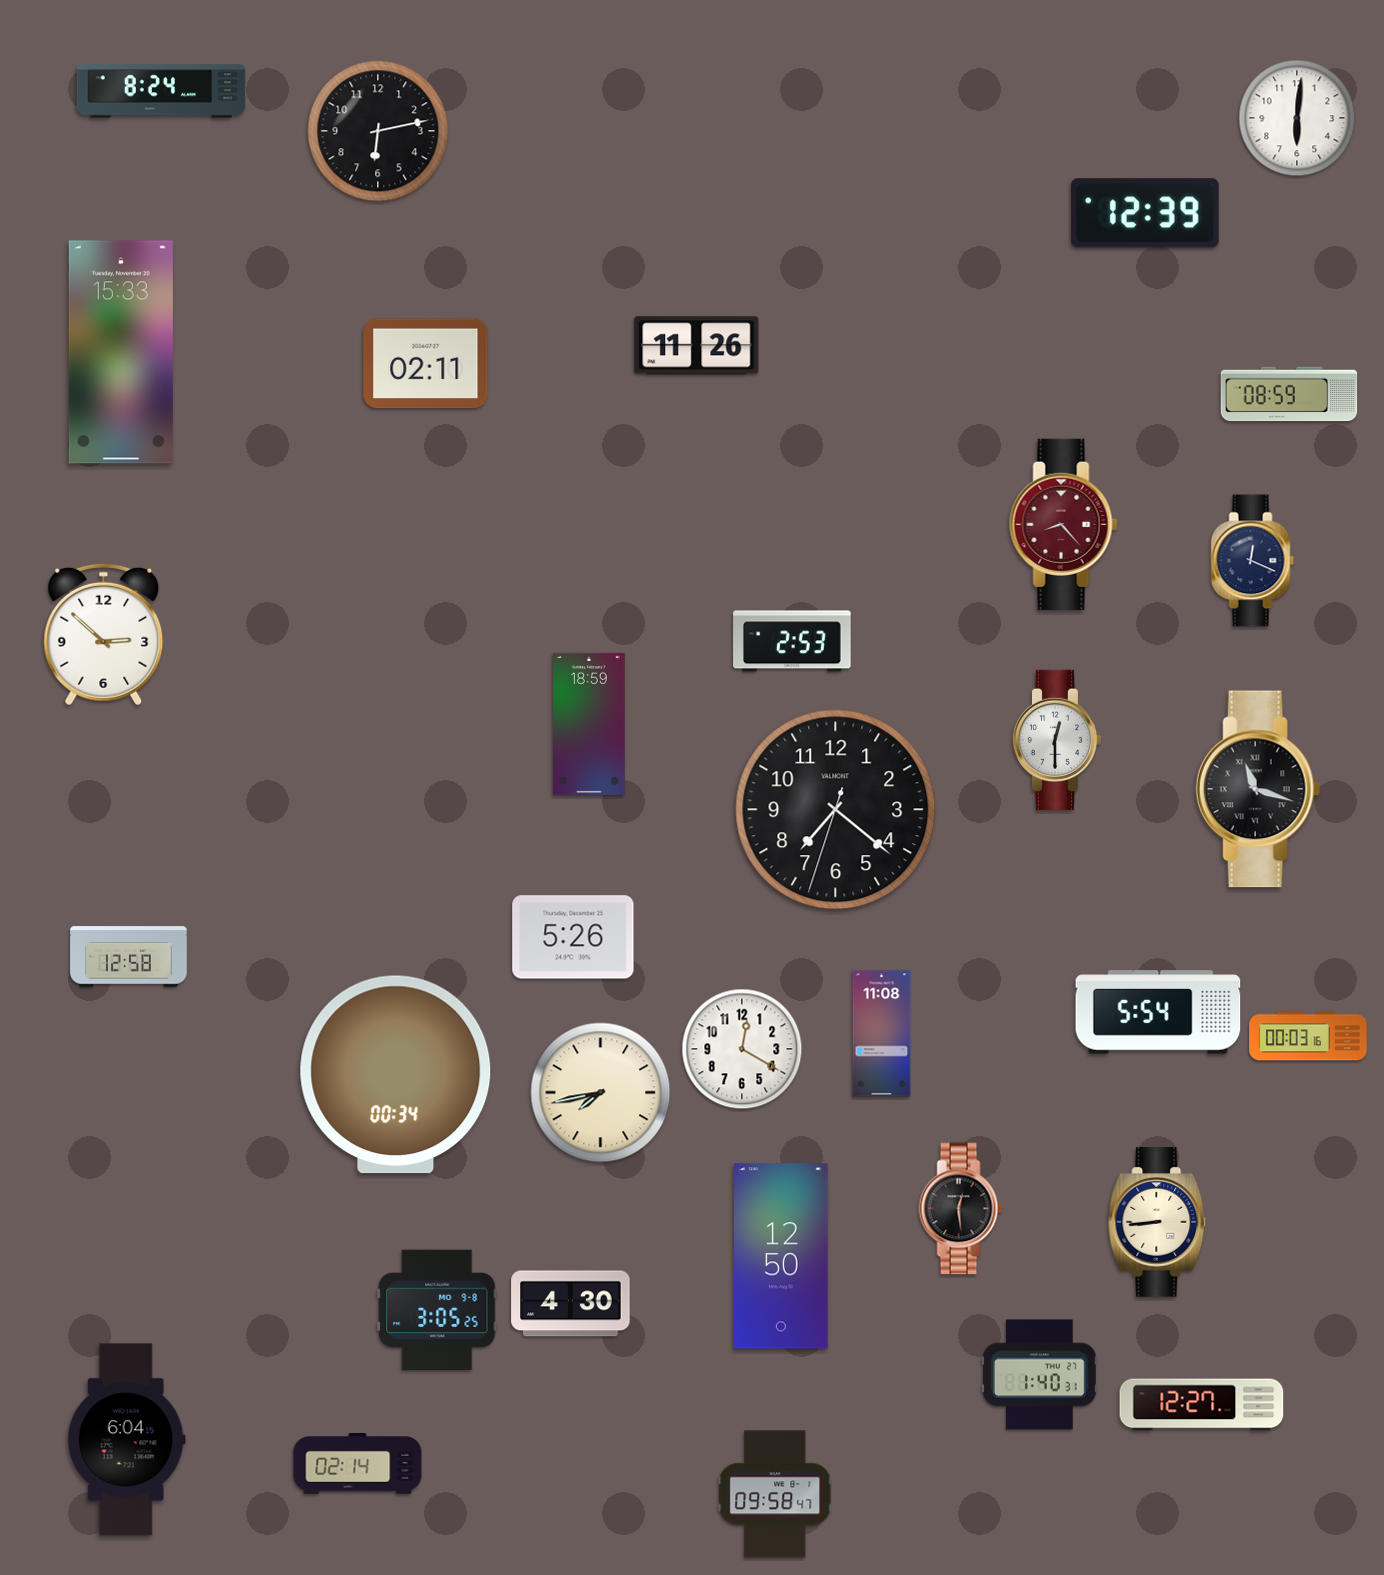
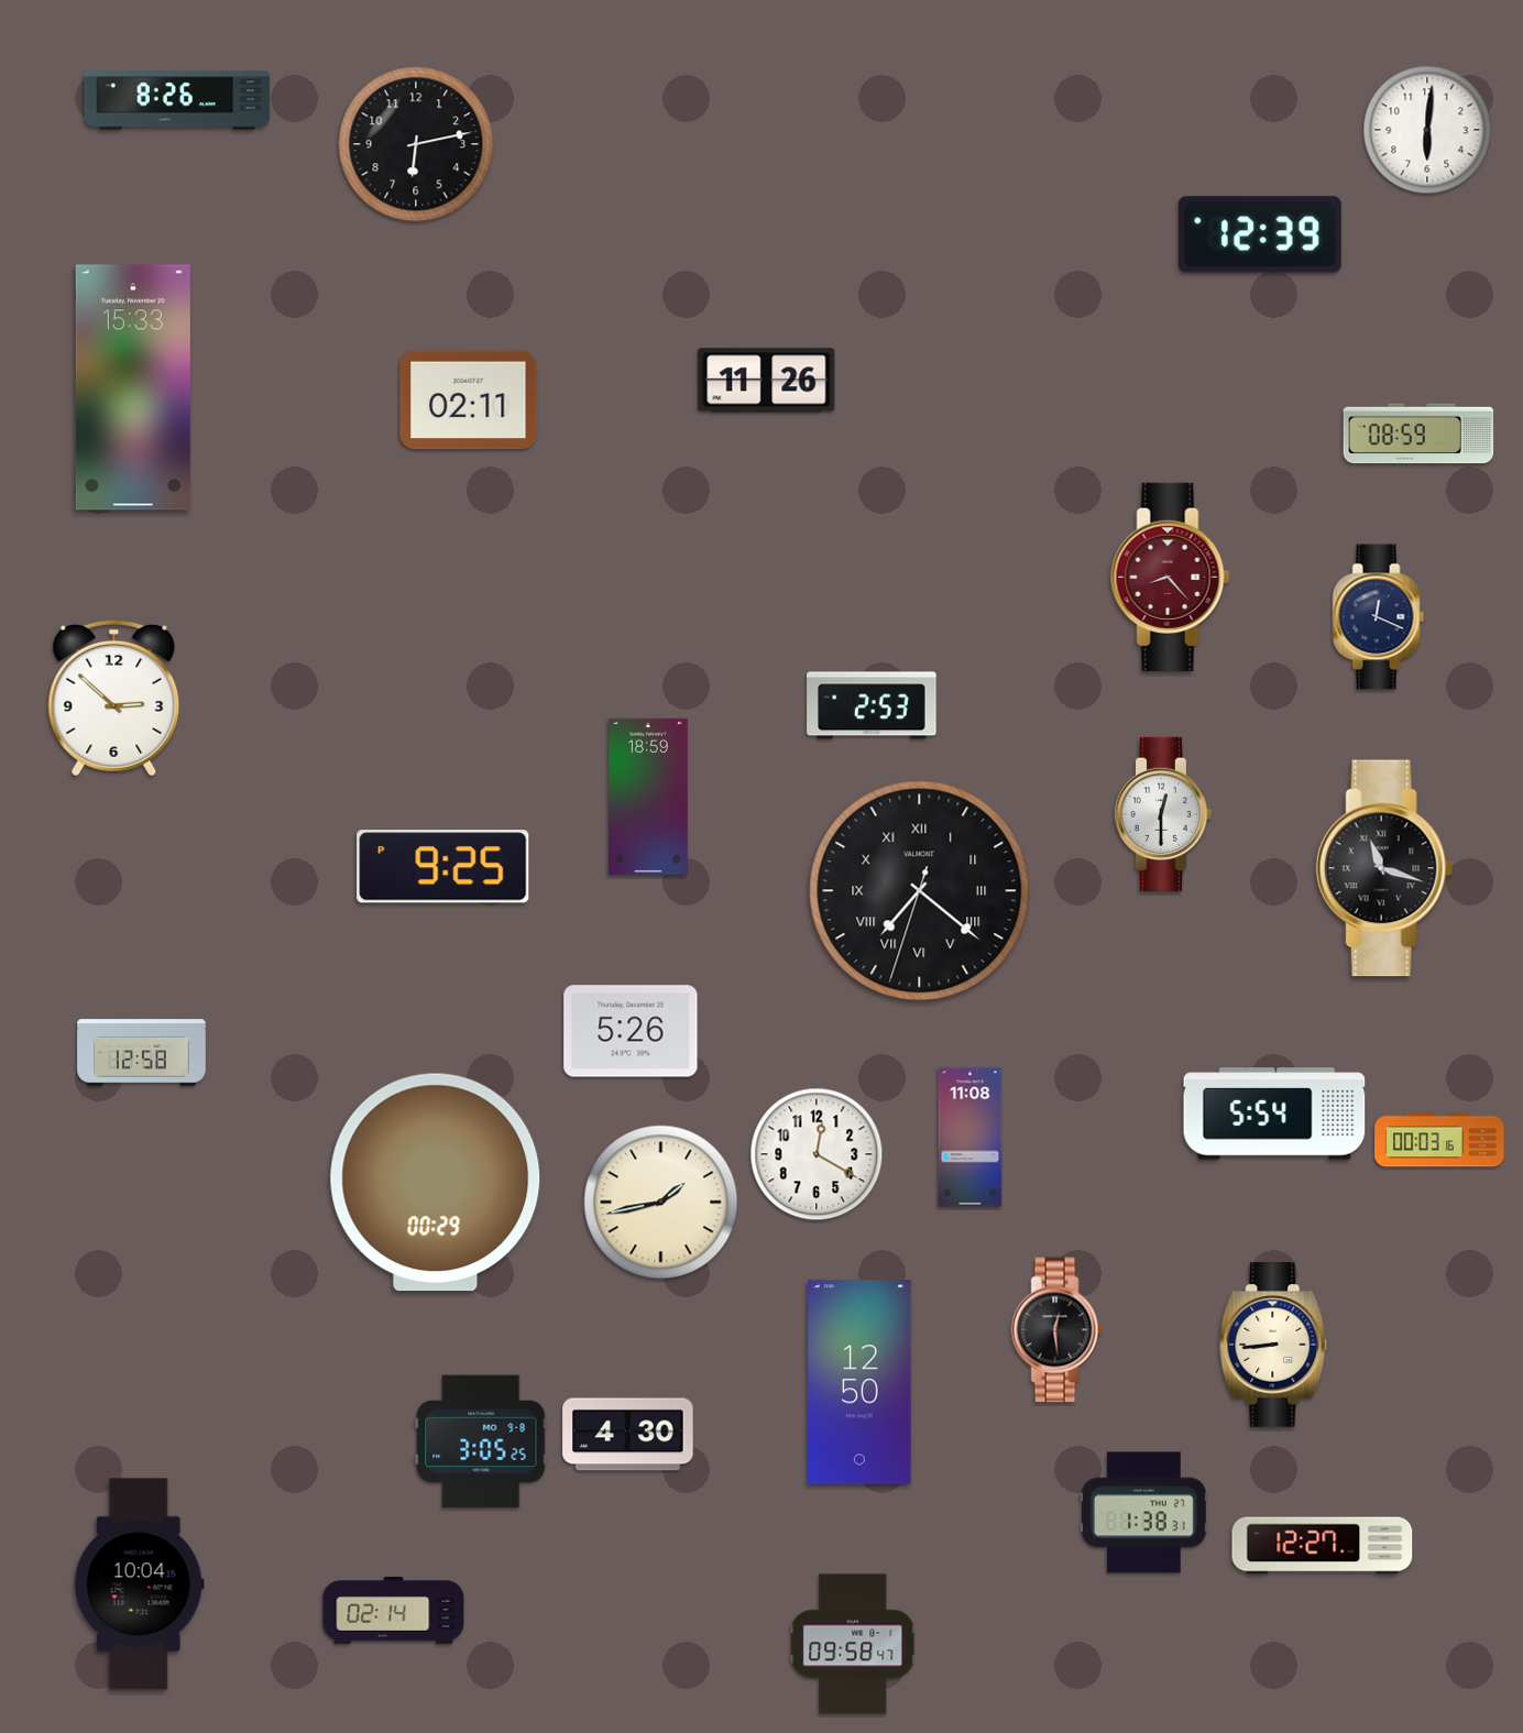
clock at (161, 91): 8:24 -> 8:26
clock at (443, 867): none -> 9:25
clock at (836, 810) numerals: Arabic -> Roman
clock at (396, 1075): 00:34 -> 00:29
clock at (601, 1093): 7:43 -> 1:43
clock at (1040, 1375): 1:40 -> 1:38
clock at (126, 1440): 6:04 -> 10:04
